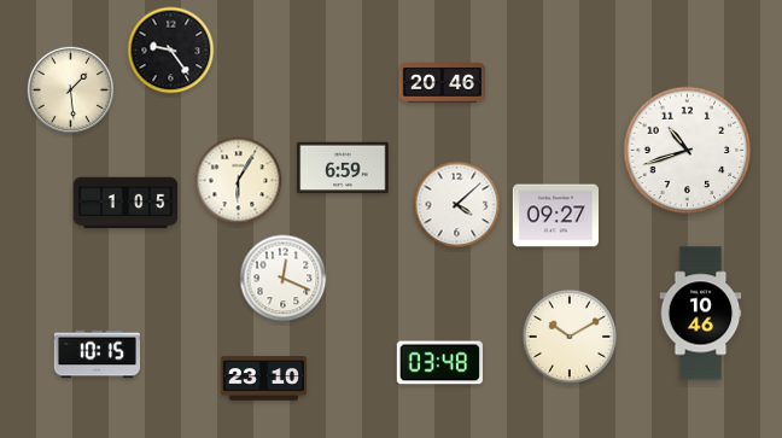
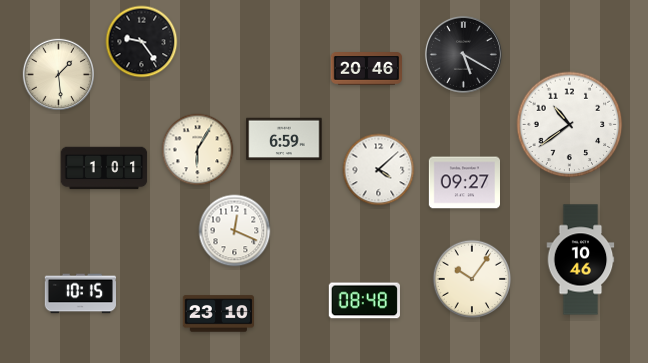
clock at (463, 54): none -> 5:20
clock at (688, 151): 10:42 -> 10:39
clock at (126, 203): 1:05 -> 1:01
clock at (555, 216) position: (555, 216) -> (464, 183)
clock at (570, 337): 10:10 -> 10:06
clock at (439, 363): 03:48 -> 08:48
